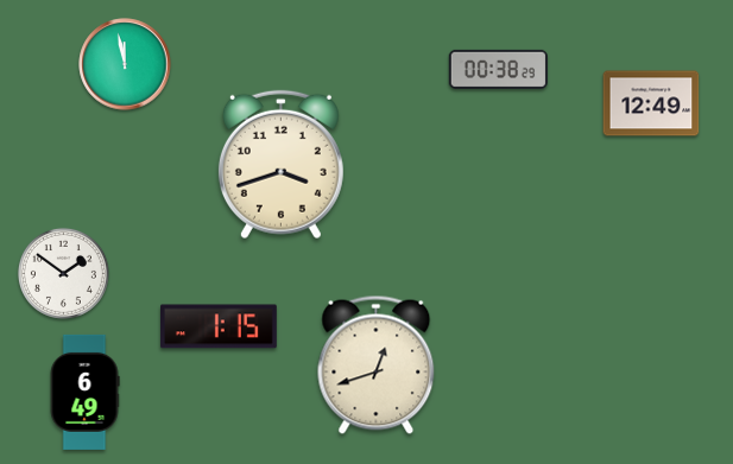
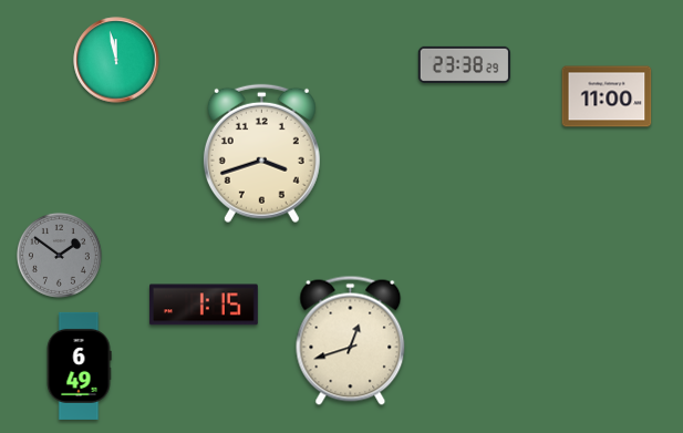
clock at (498, 69): 00:38 -> 23:38
clock at (651, 103): 12:49 -> 11:00
clock at (63, 273) dial: white -> grey
